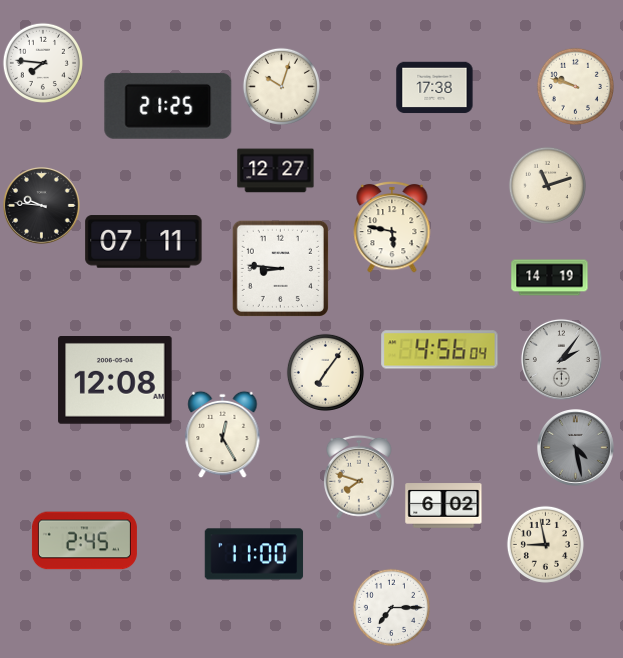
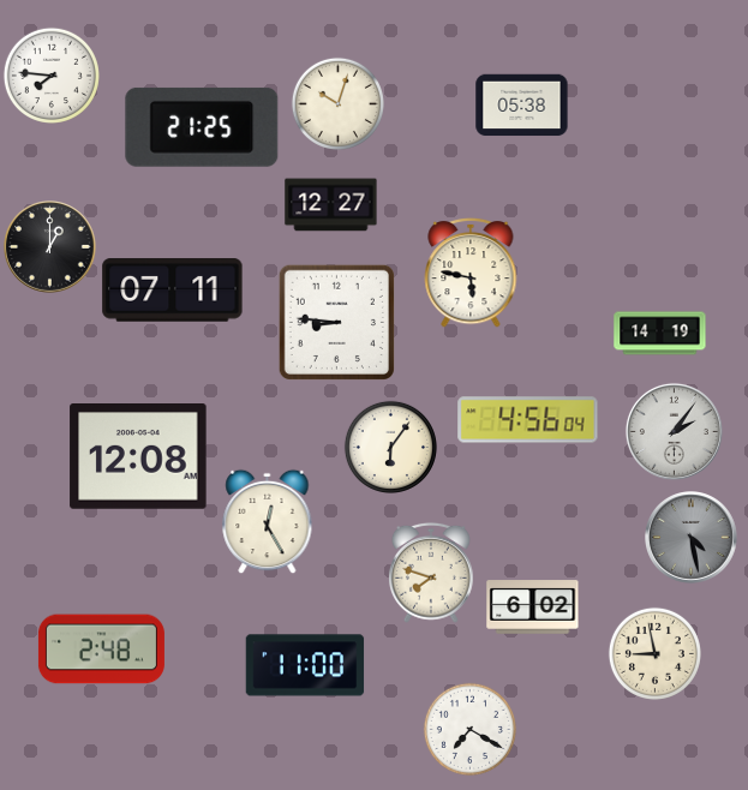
clock at (575, 86): 9:48 -> none
clock at (435, 88): 17:38 -> 05:38
clock at (547, 185): 11:12 -> none
clock at (42, 206): 9:46 -> 1:00
clock at (325, 372): 7:06 -> 6:06
clock at (84, 541): 2:45 -> 2:48
clock at (391, 607): 7:15 -> 7:20
